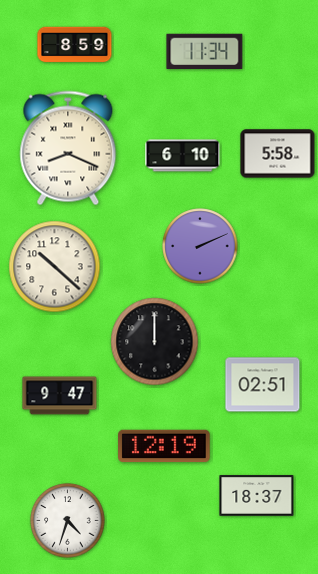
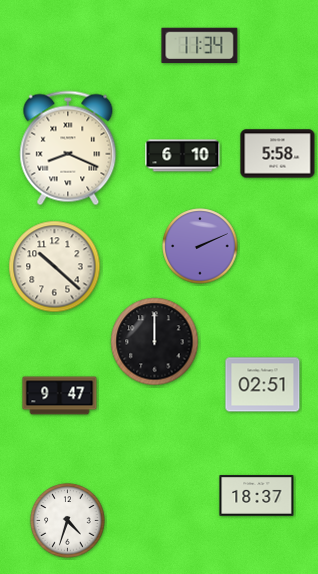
clock at (75, 45): 8:59 -> none
clock at (205, 51) position: (205, 51) -> (200, 45)
clock at (164, 446): 12:19 -> none
